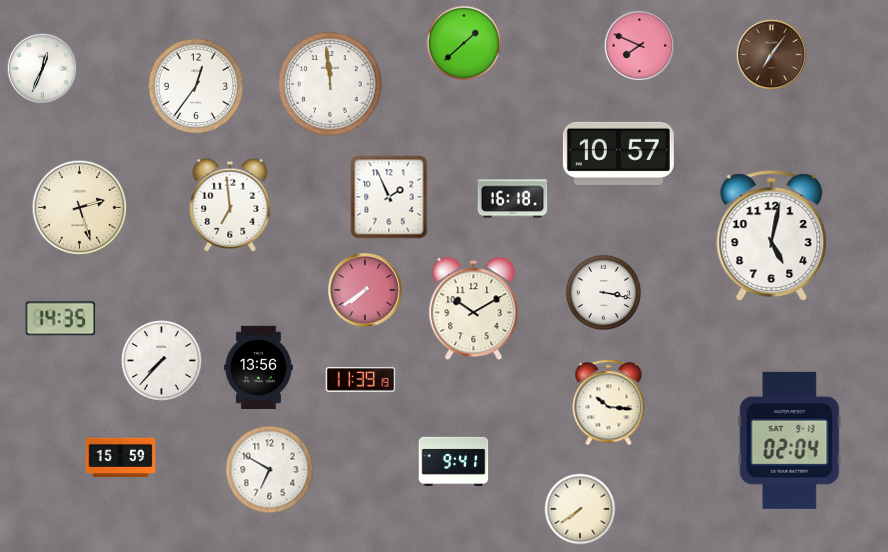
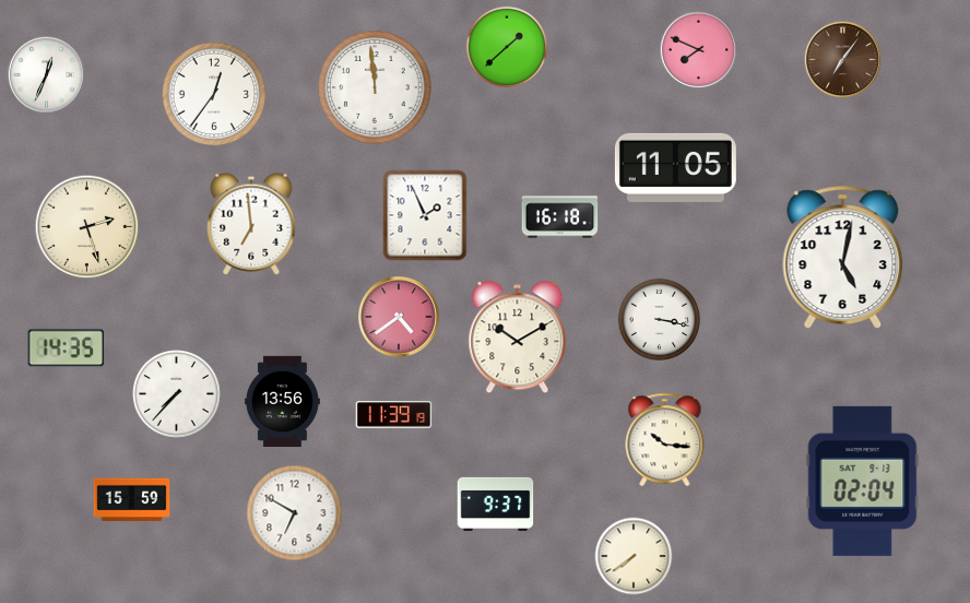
clock at (330, 84) position: (330, 84) -> (375, 87)
clock at (618, 153): 10:57 -> 11:05
clock at (365, 290): 7:39 -> 4:39
clock at (454, 461): 9:41 -> 9:37
